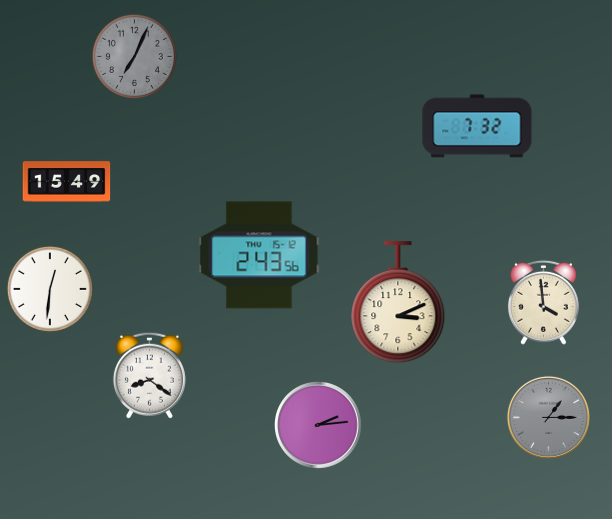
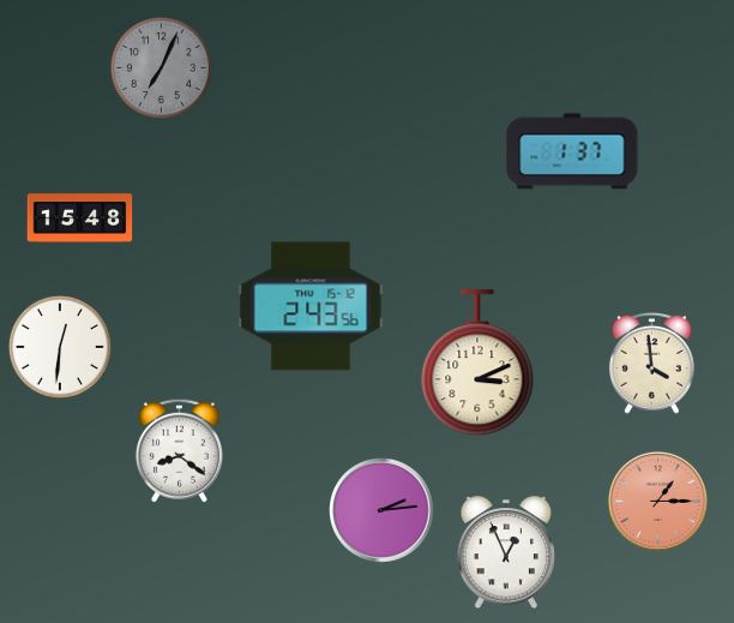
clock at (477, 126): 7:32 -> 1:37
clock at (67, 182): 15:49 -> 15:48
clock at (548, 417) dial: grey -> salmon
clock at (505, 553): none -> 12:56
